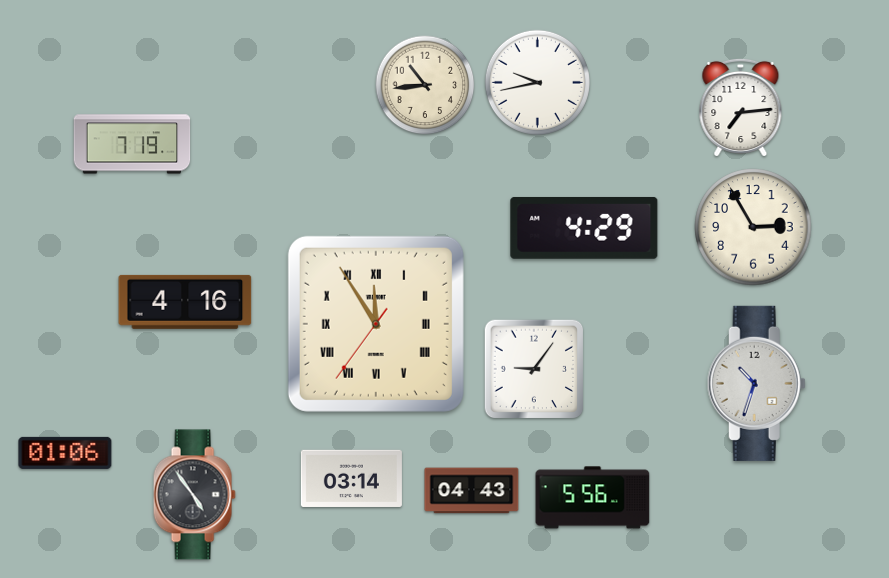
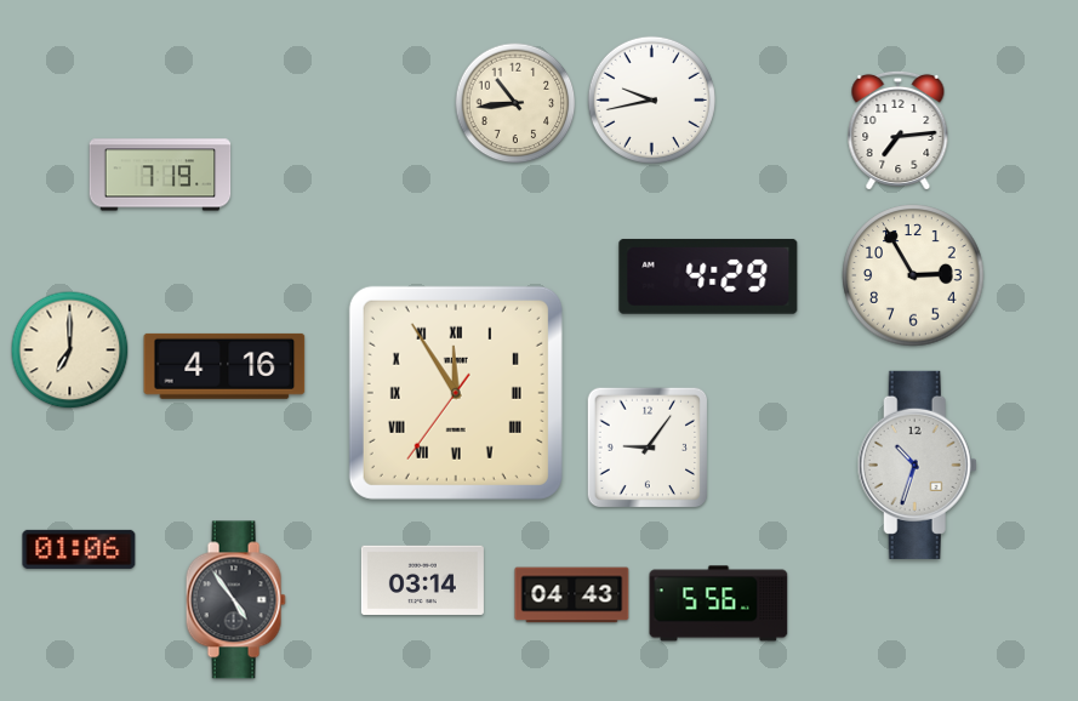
clock at (70, 350): none -> 7:00
clock at (351, 478) position: (351, 478) -> (422, 580)
